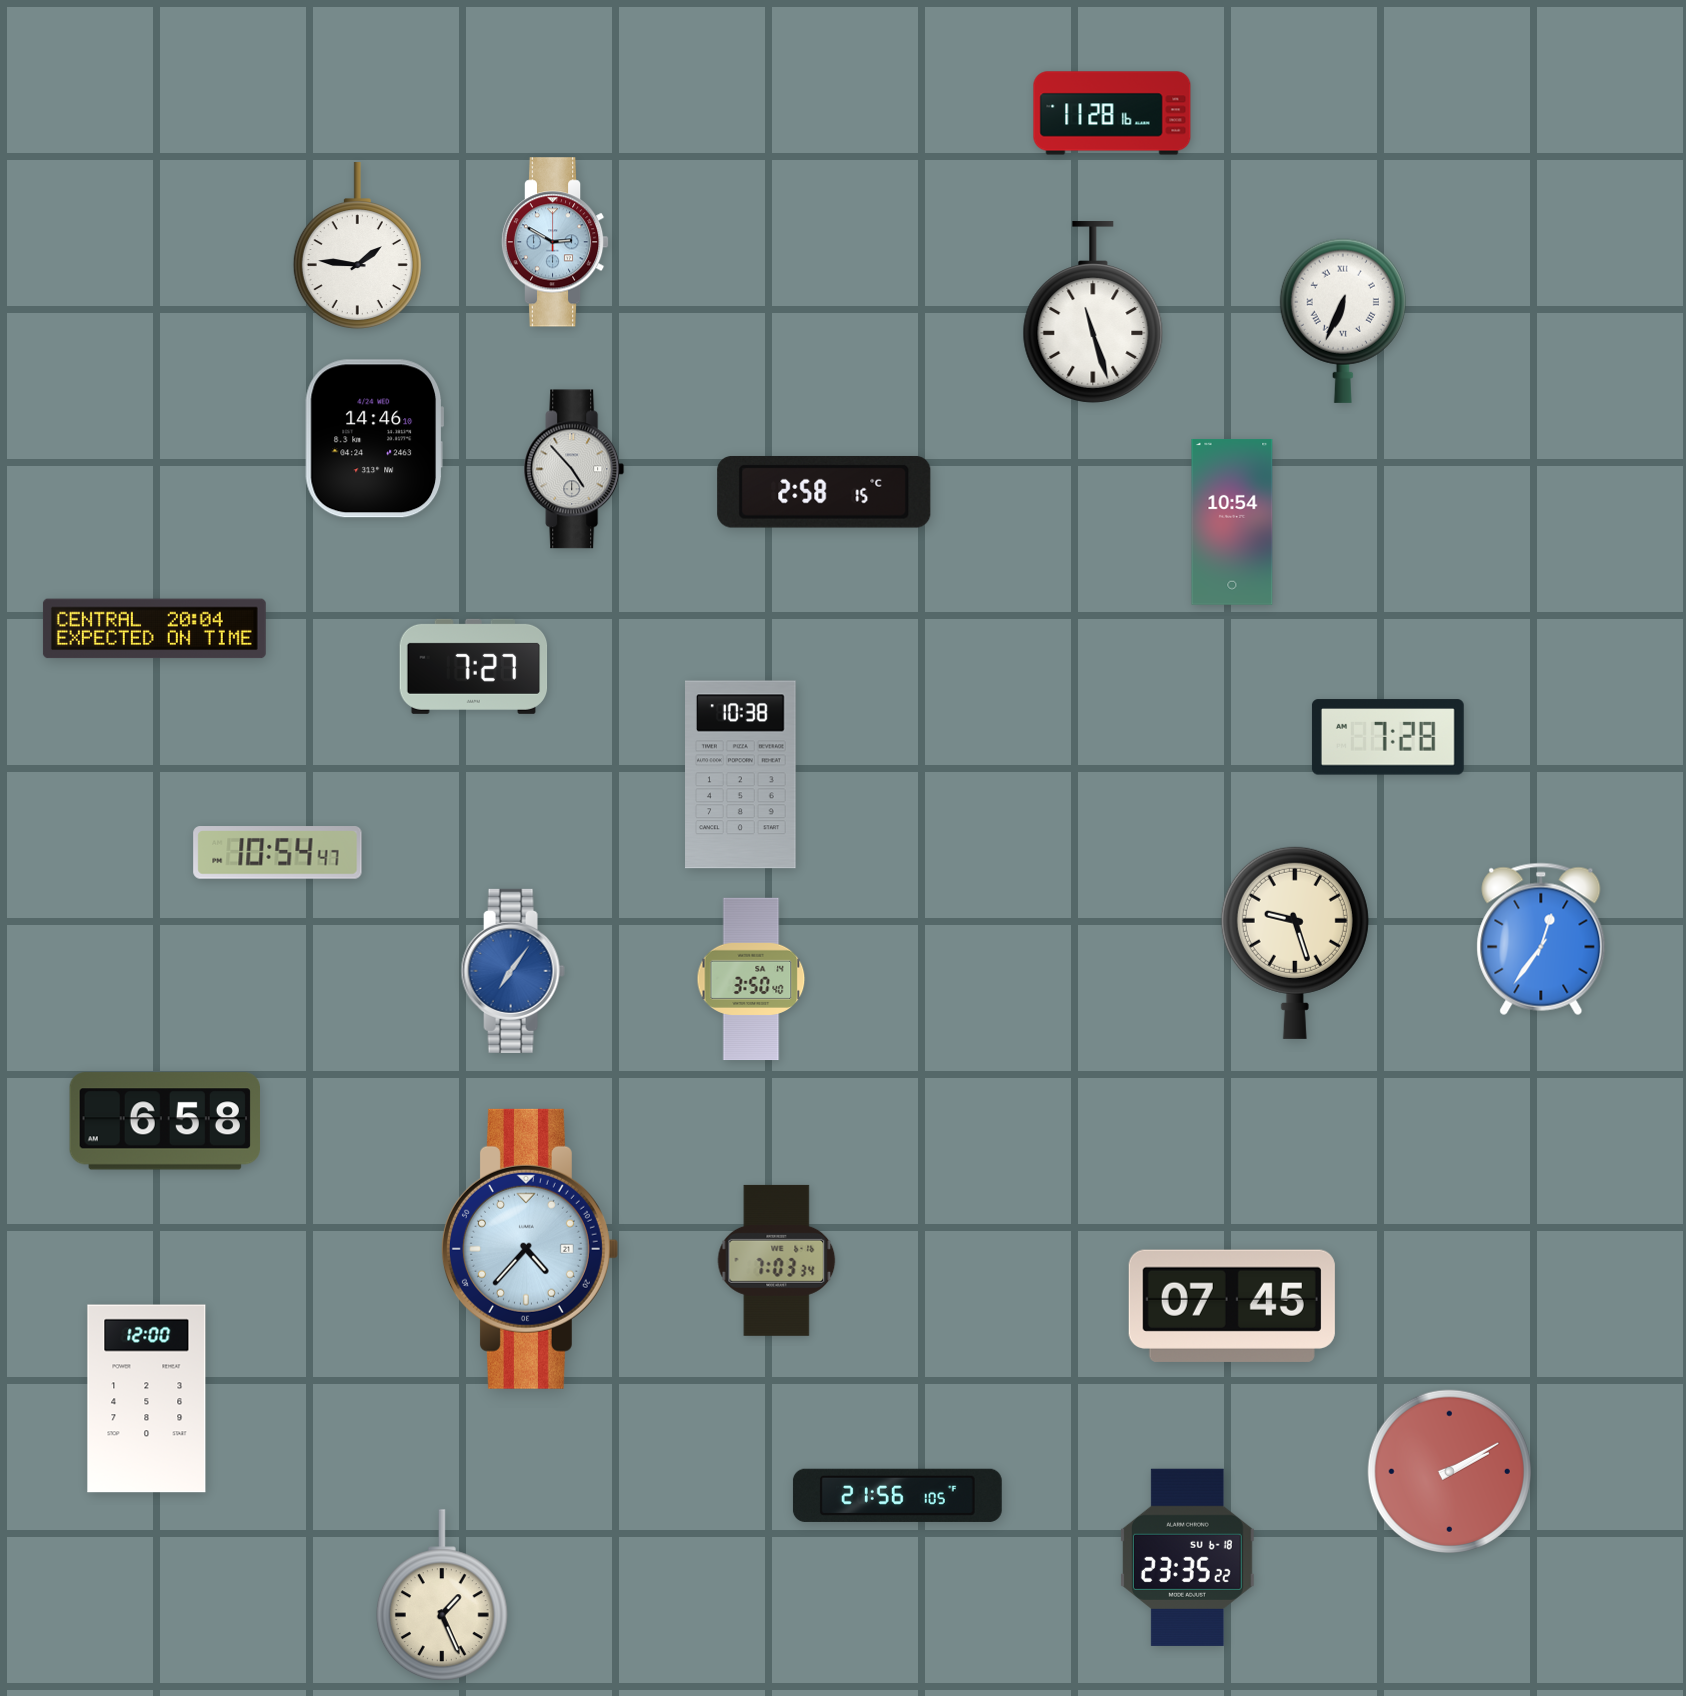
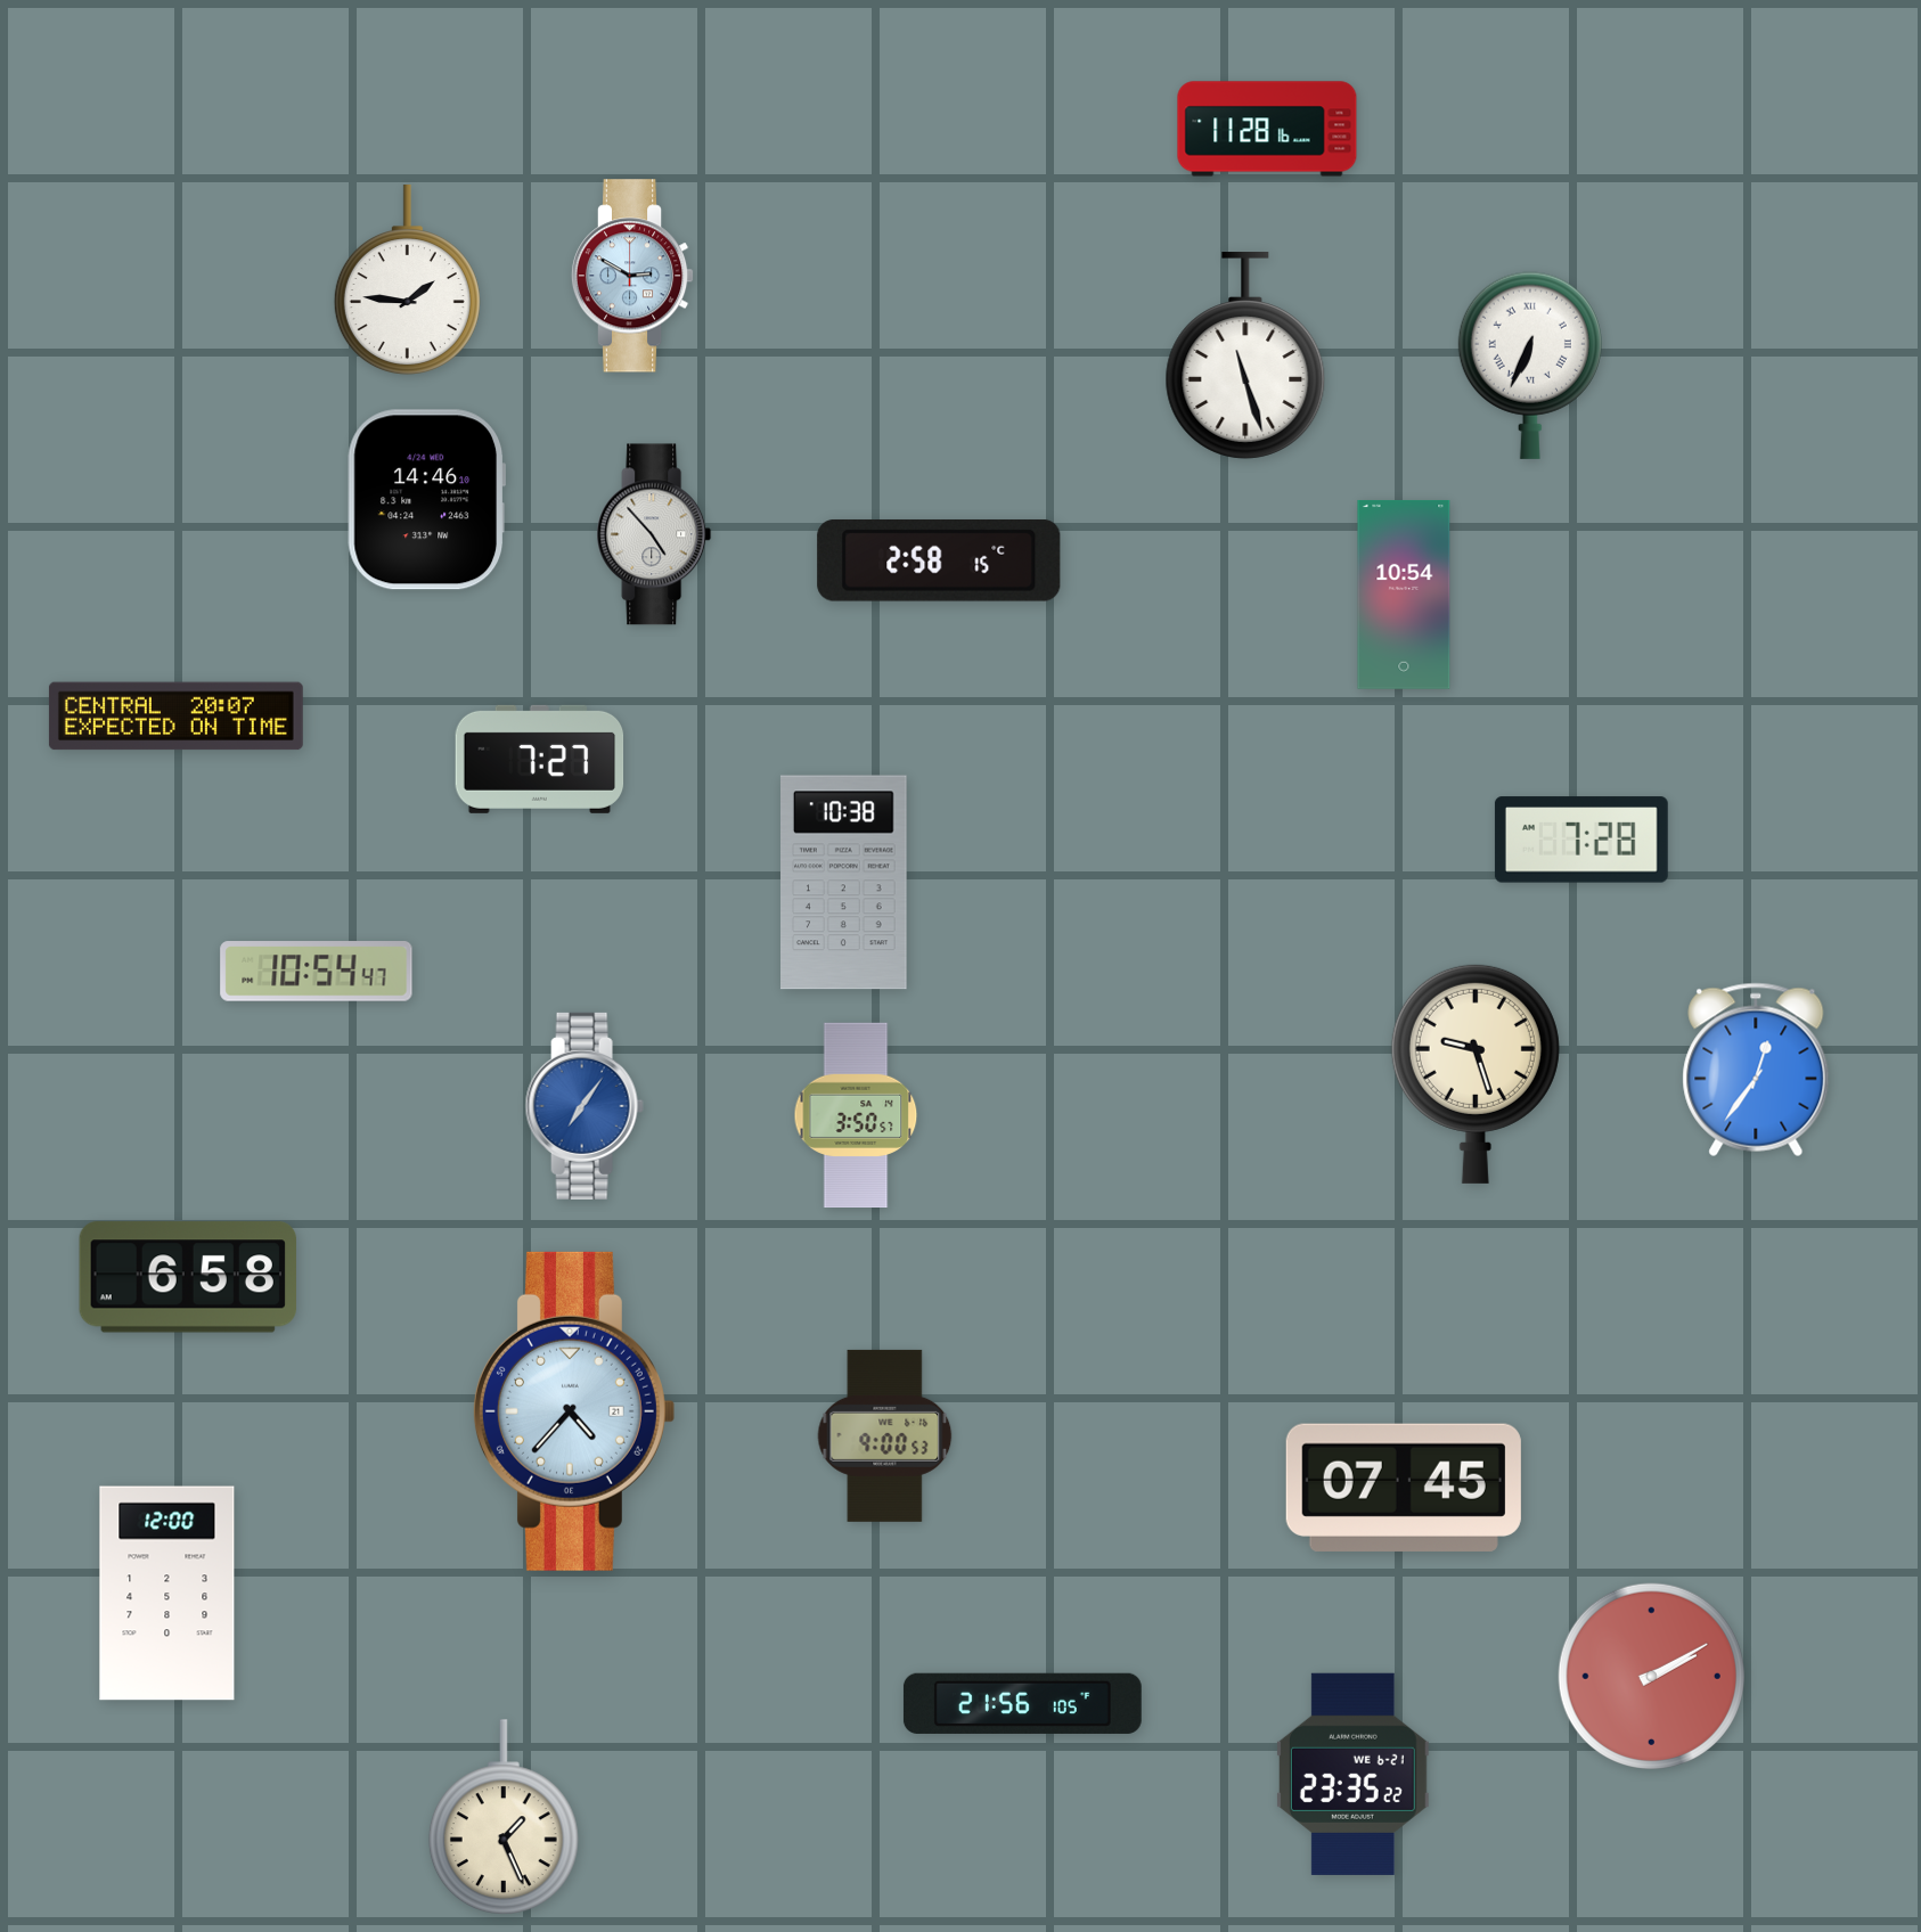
clock at (154, 629): 20:04 -> 20:07
clock at (751, 979): 3:50:40 -> 3:50:57
clock at (529, 1249) position: (529, 1249) -> (573, 1411)
clock at (777, 1260): 7:03 -> 9:00
clock at (1187, 1557) date: SU 6-18 -> WE 6-21
